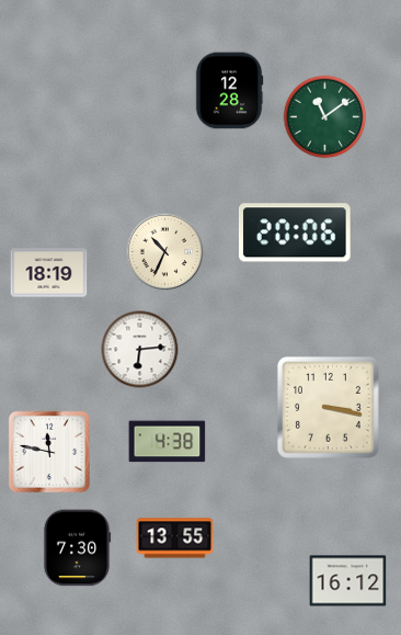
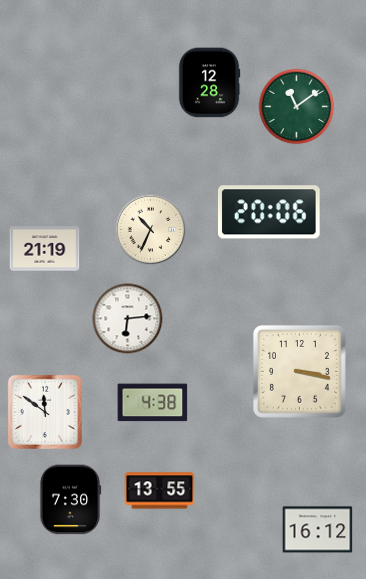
clock at (49, 273): 18:19 -> 21:19
clock at (49, 452): 11:47 -> 11:51
